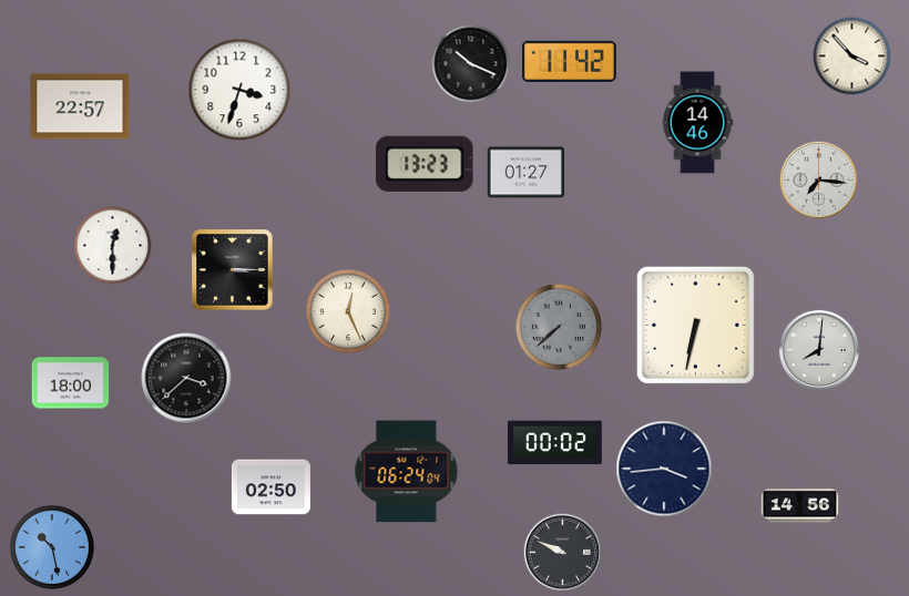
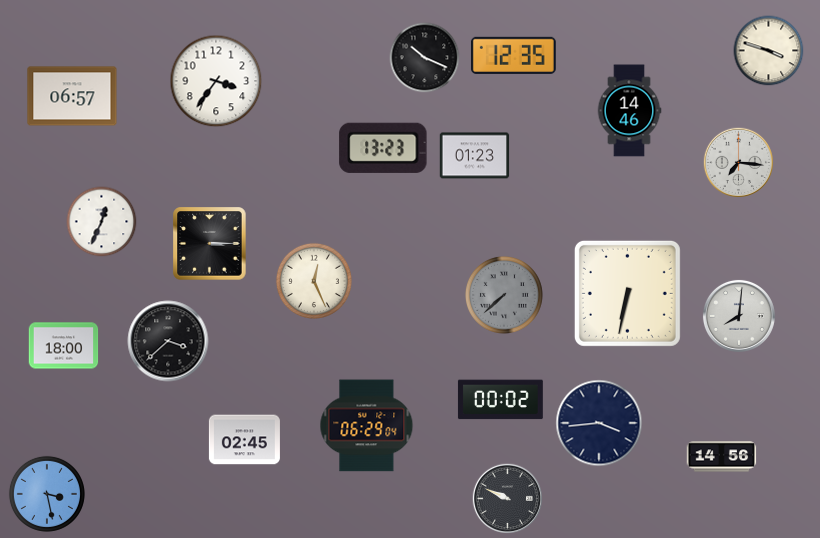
clock at (852, 56): 3:53 -> 3:48
clock at (569, 61): 11:42 -> 12:35
clock at (239, 90): 3:33 -> 3:36
clock at (80, 106): 22:57 -> 06:57
clock at (527, 173): 01:27 -> 01:23
clock at (113, 246): 12:30 -> 12:34
clock at (407, 472): 06:24 -> 06:29
clock at (270, 487): 02:50 -> 02:45
clock at (52, 547): 10:28 -> 3:28
